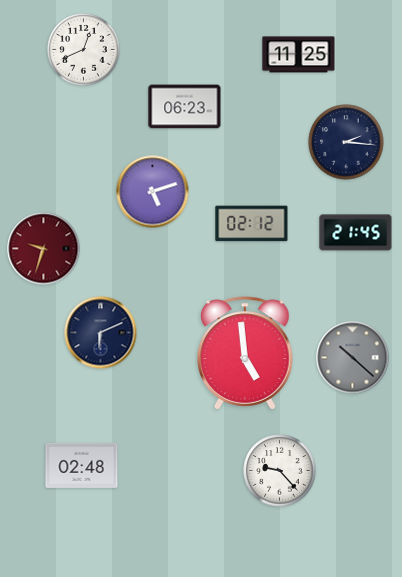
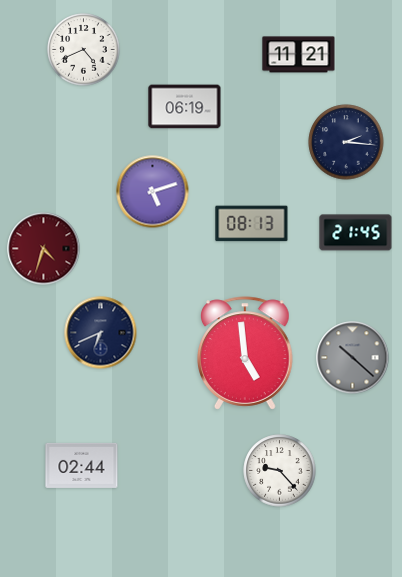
clock at (84, 50): 12:41 -> 4:41
clock at (299, 55): 11:25 -> 11:21
clock at (185, 107): 06:23 -> 06:19
clock at (252, 224): 02:12 -> 08:13
clock at (44, 249): 9:33 -> 4:33
clock at (101, 333): 6:11 -> 6:41
clock at (82, 465): 02:48 -> 02:44
